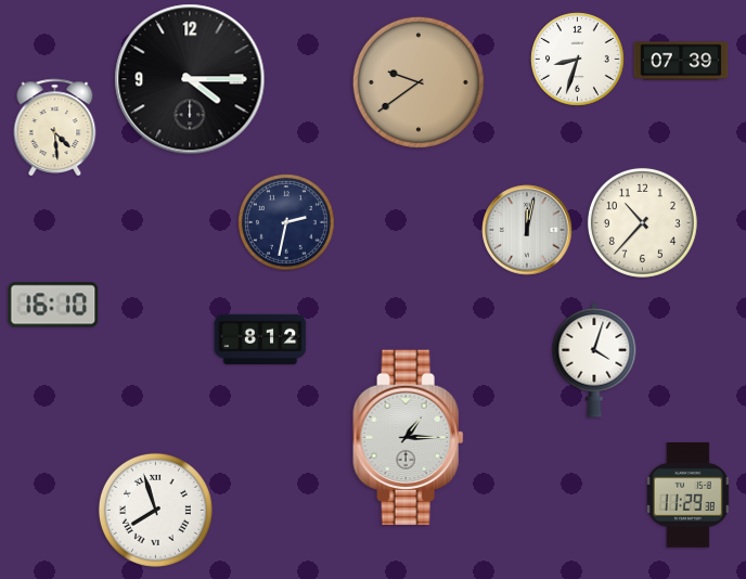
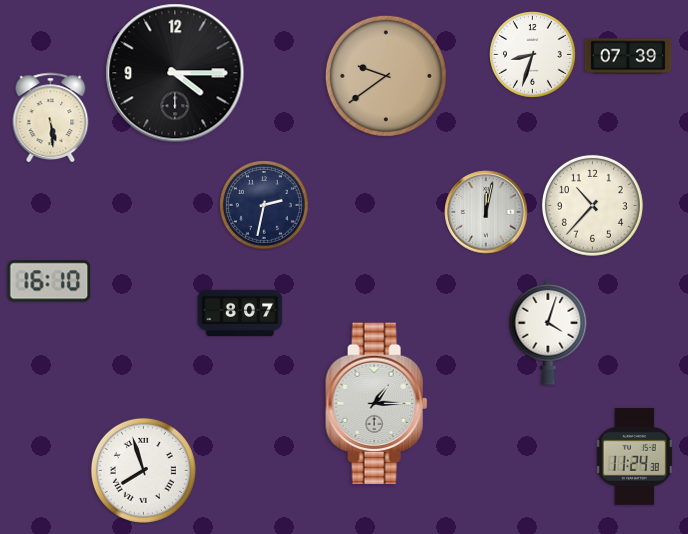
clock at (55, 128): 4:29 -> 5:29
clock at (260, 339): 8:12 -> 8:07
clock at (687, 494): 11:29 -> 11:24
